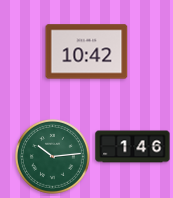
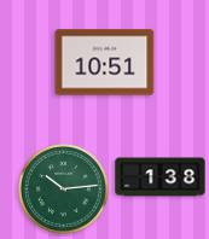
clock at (87, 52): 10:42 -> 10:51
clock at (133, 147): 1:46 -> 1:38
